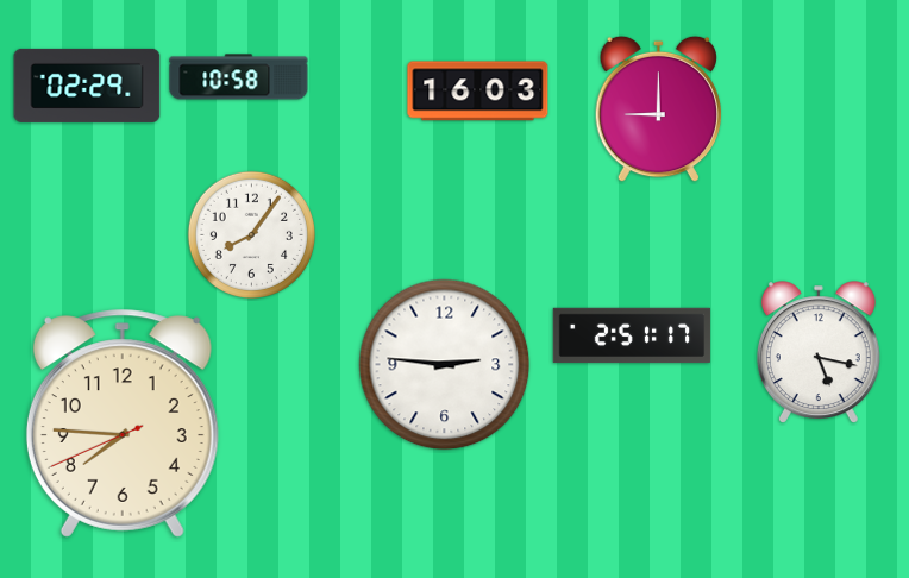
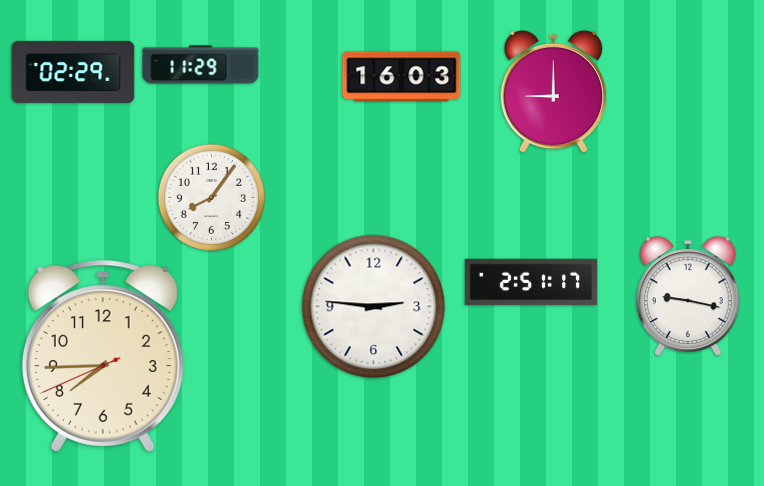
clock at (239, 77): 10:58 -> 11:29
clock at (819, 352): 5:17 -> 9:17
clock at (123, 423): 7:45 -> 7:44
